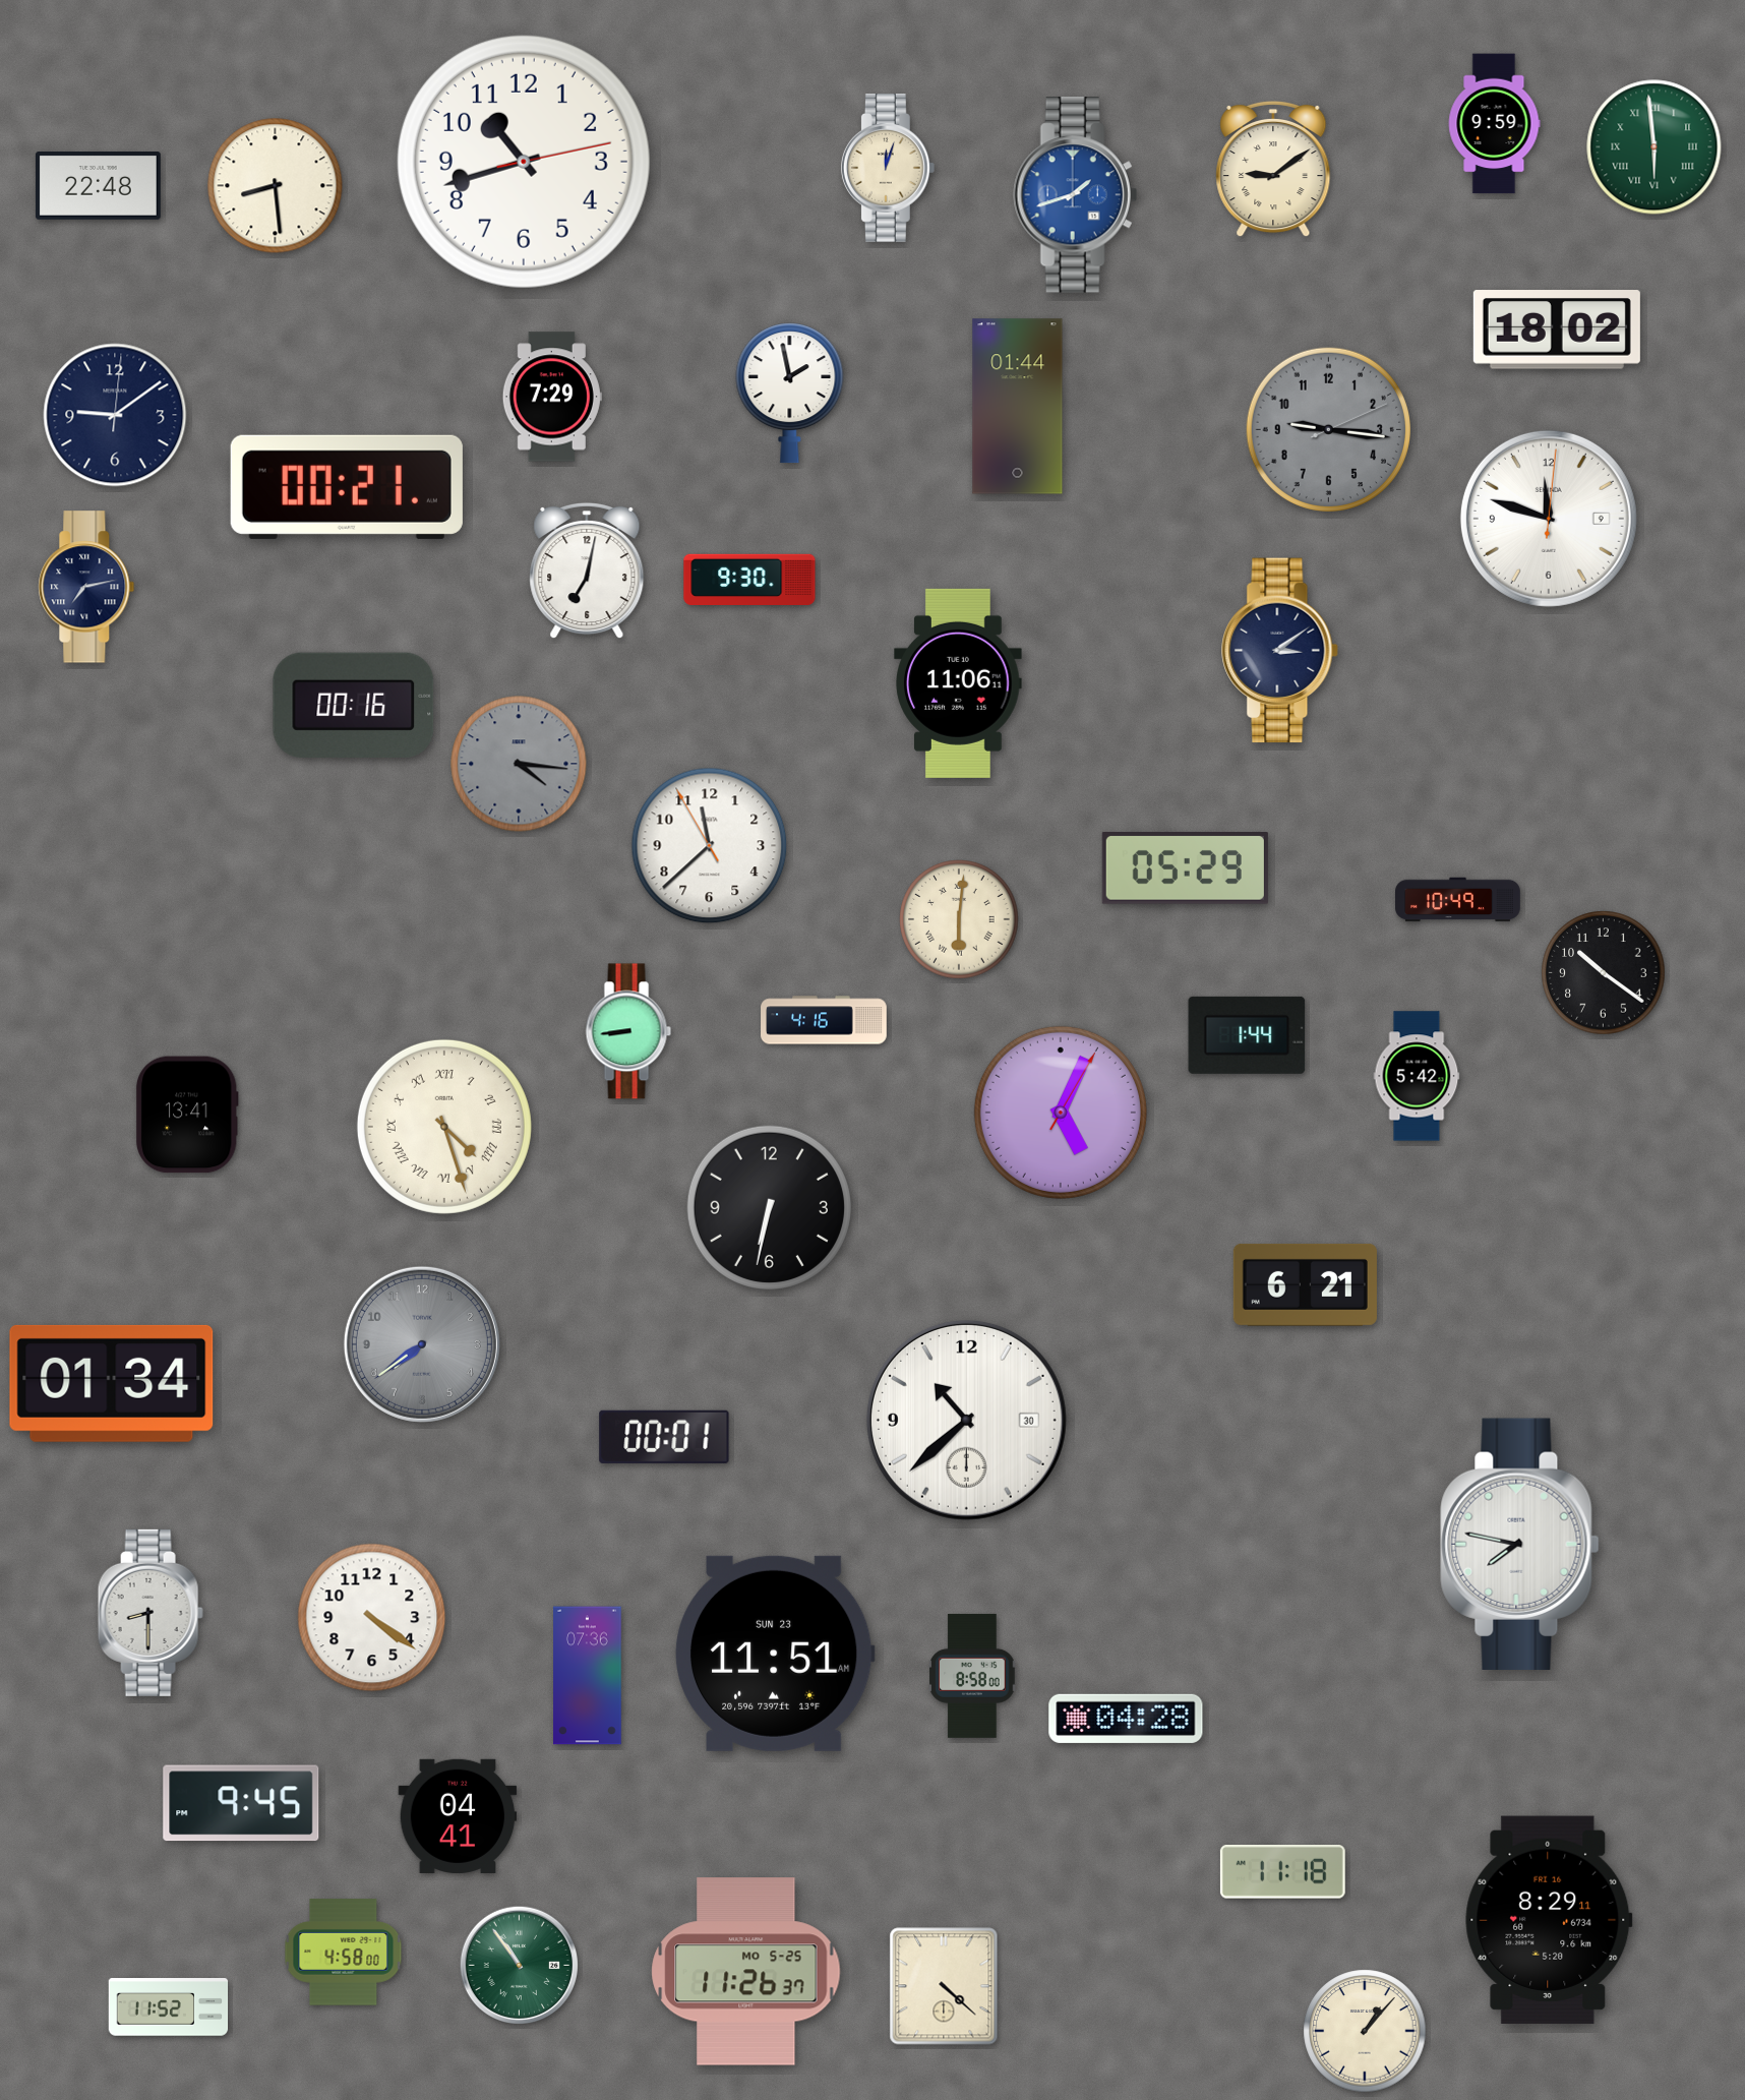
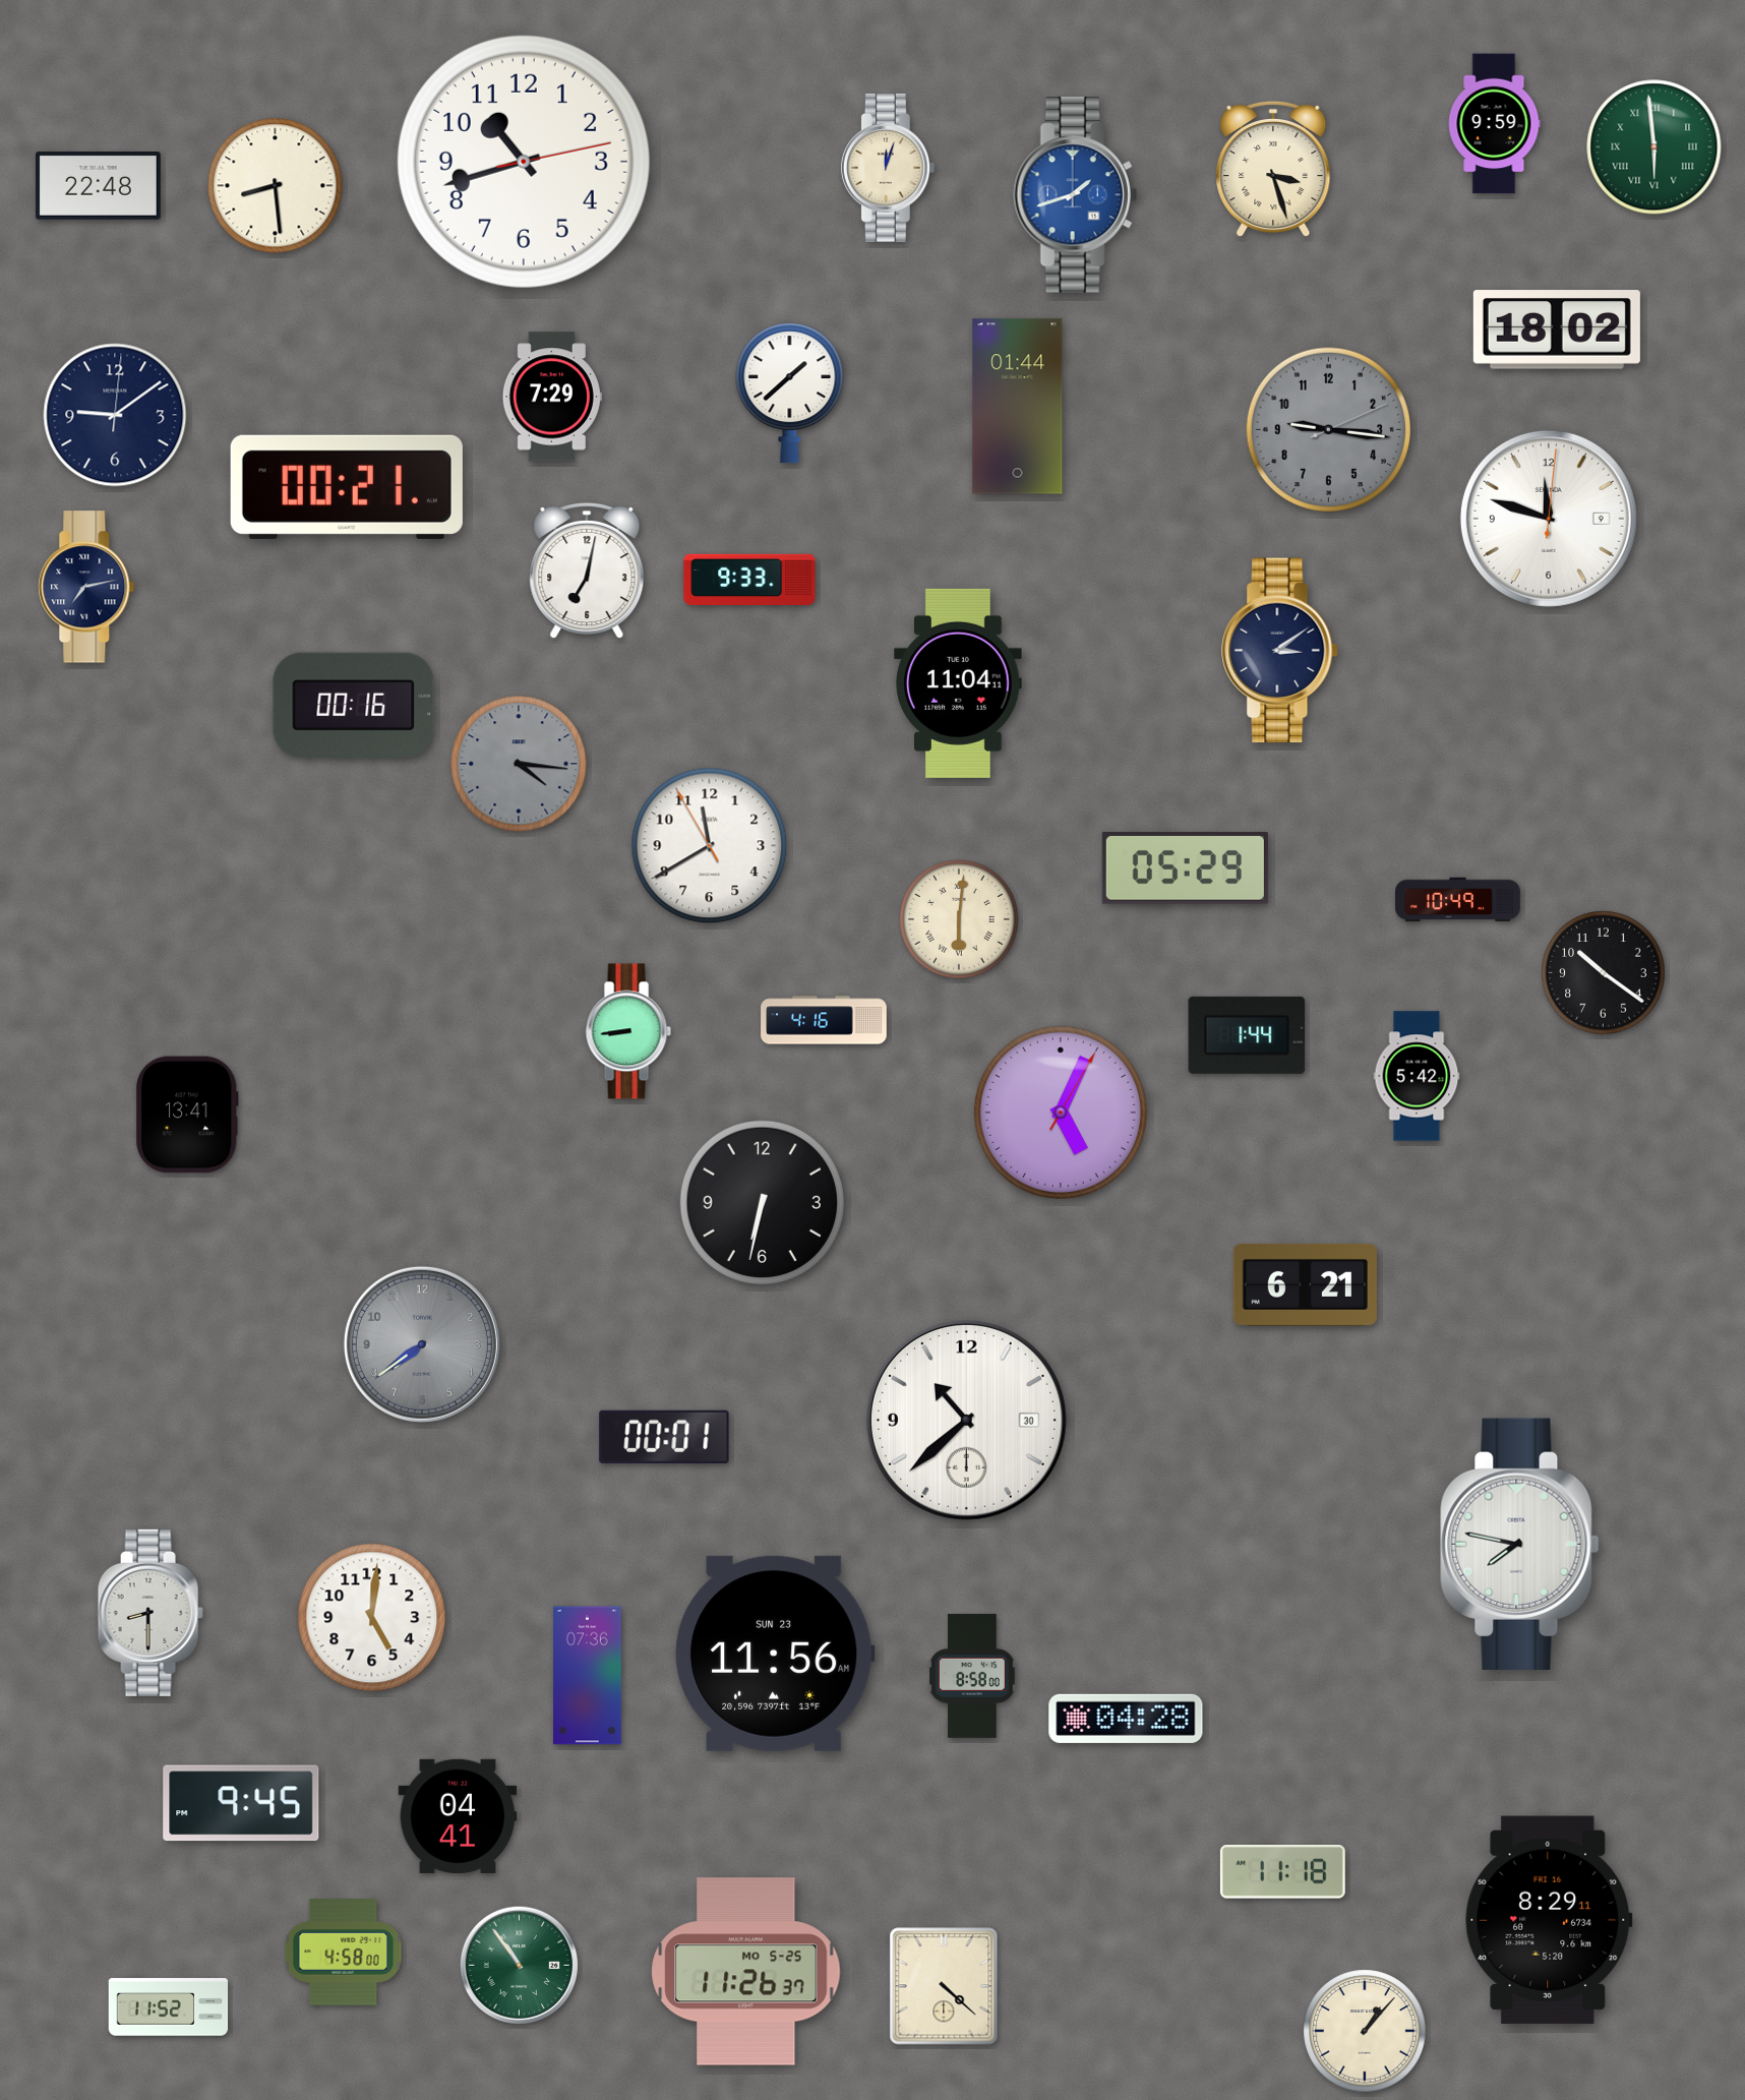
clock at (1273, 169): 9:09 -> 3:27
clock at (790, 394): 1:58 -> 1:38
clock at (749, 579): 9:30 -> 9:33
clock at (958, 683): 11:06 -> 11:04
clock at (710, 846): 11:37 -> 11:39
clock at (444, 1127): 4:27 -> none
clock at (769, 1207) position: (769, 1207) -> (762, 1202)
clock at (112, 1383): 01:34 -> none
clock at (372, 1618): 4:21 -> 5:01
clock at (775, 1654): 11:51 -> 11:56
